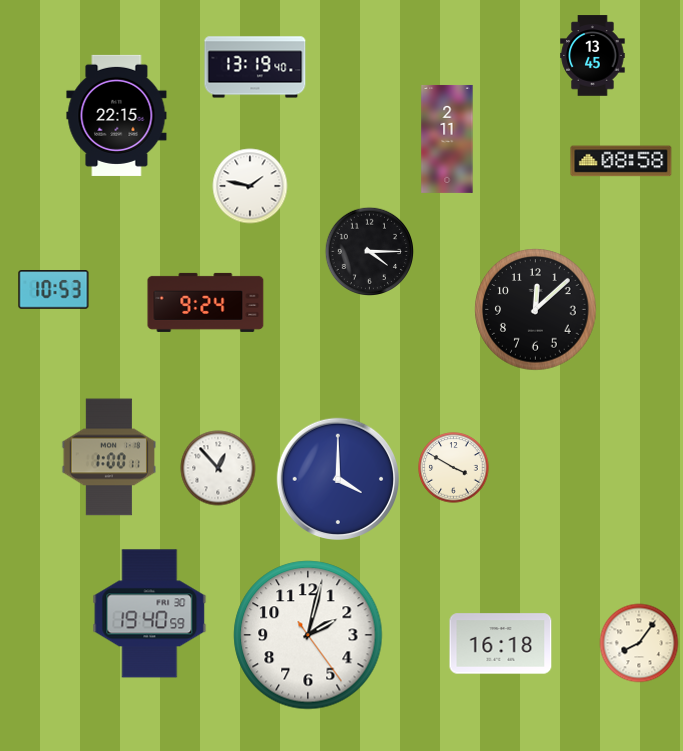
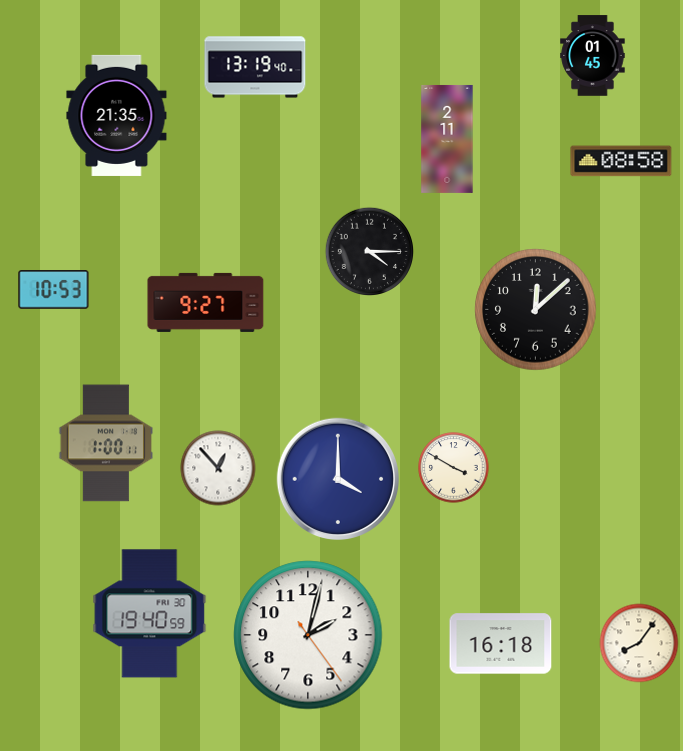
clock at (593, 56): 13:45 -> 01:45
clock at (117, 115): 22:15 -> 21:35
clock at (250, 186): 1:47 -> none
clock at (206, 302): 9:24 -> 9:27
clock at (108, 457) position: (108, 457) -> (105, 443)
